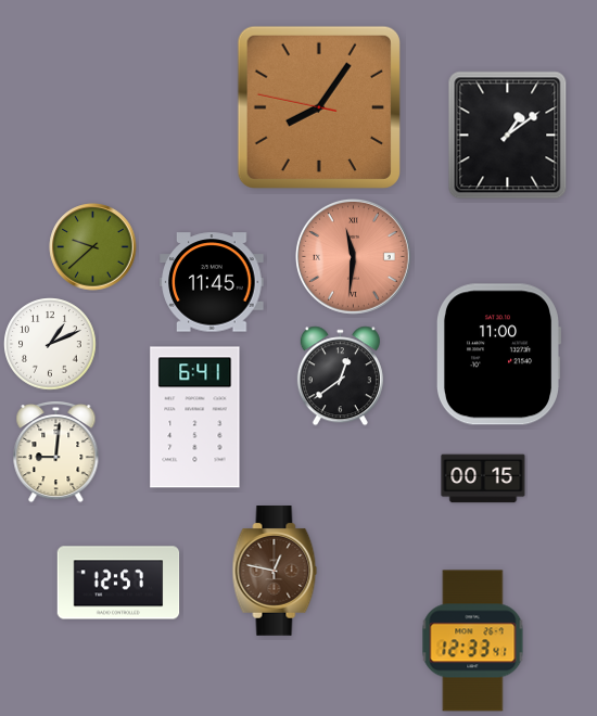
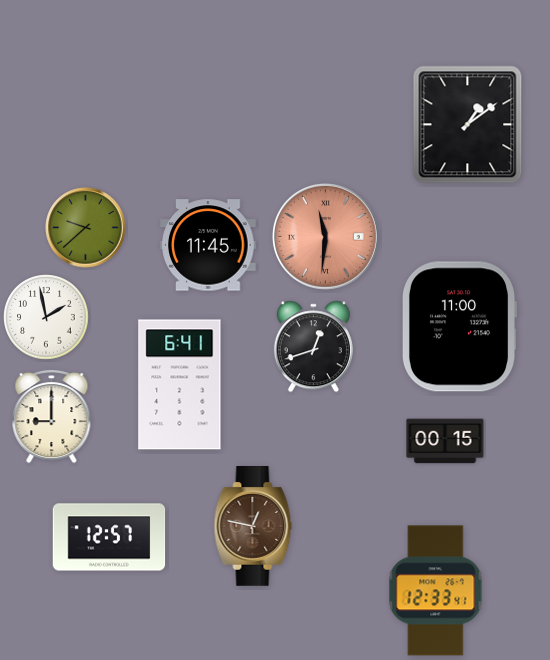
clock at (319, 107): 8:05 -> none
clock at (212, 282) position: (212, 282) -> (208, 245)
clock at (50, 344): 1:11 -> 1:58
clock at (340, 376): 12:39 -> 12:42
clock at (56, 452): 9:01 -> 9:00
